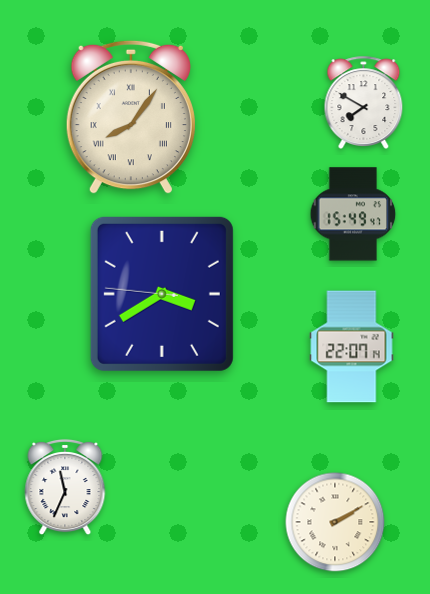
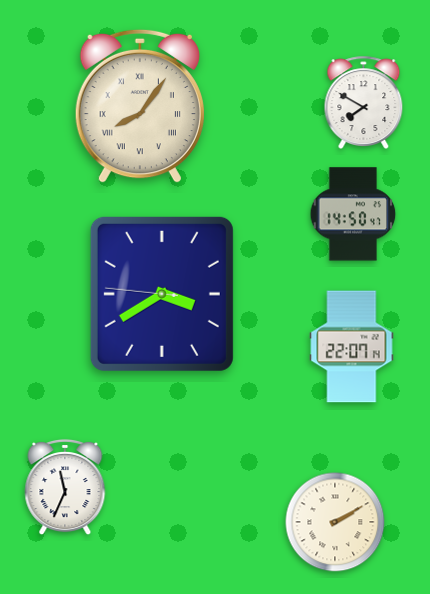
clock at (131, 117) position: (131, 117) -> (140, 106)
clock at (353, 214): 15:49 -> 14:50
